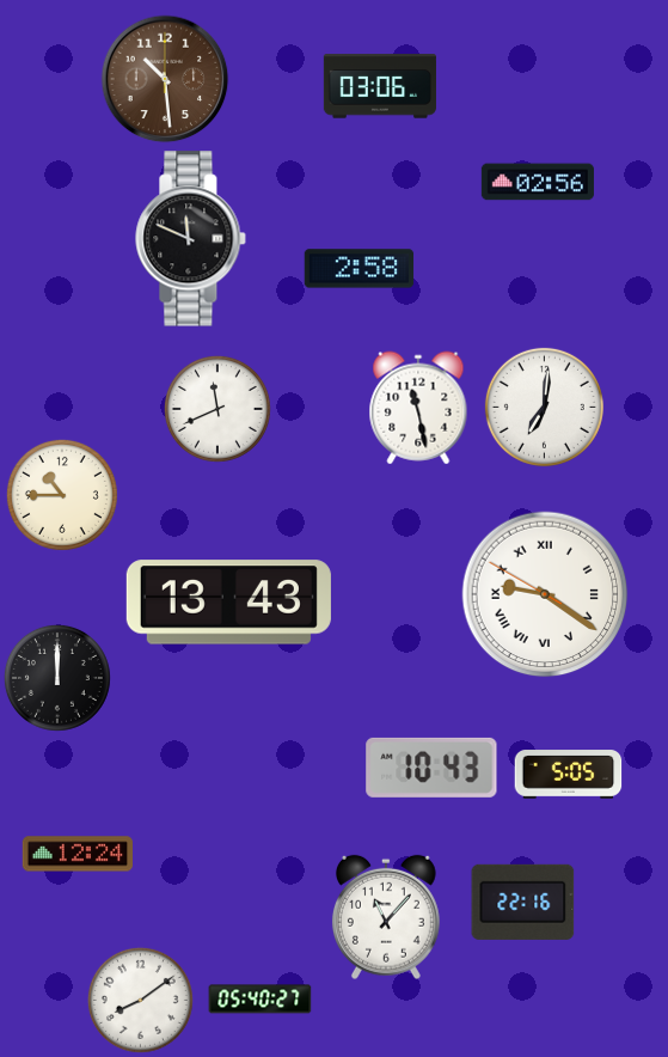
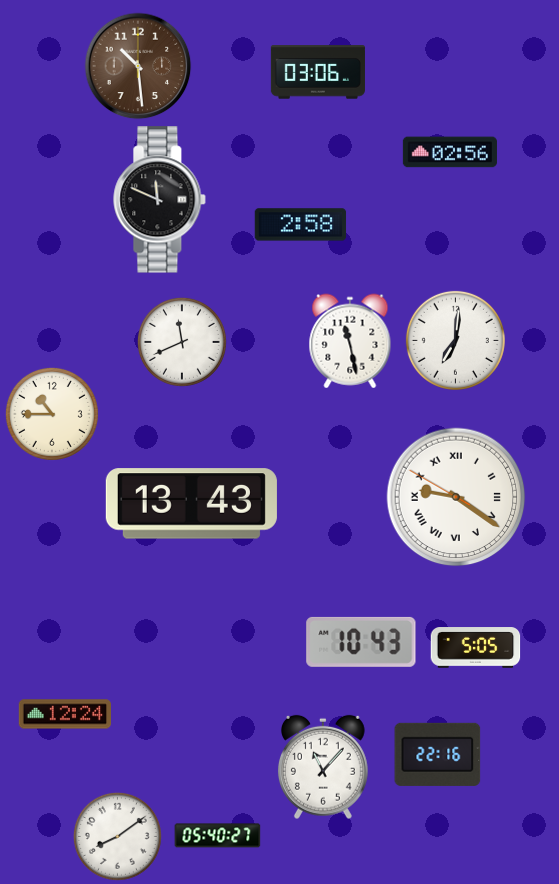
clock at (57, 678): 12:00 -> none
